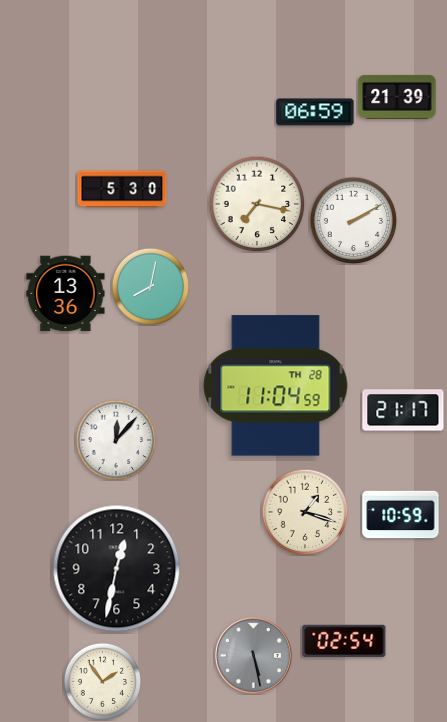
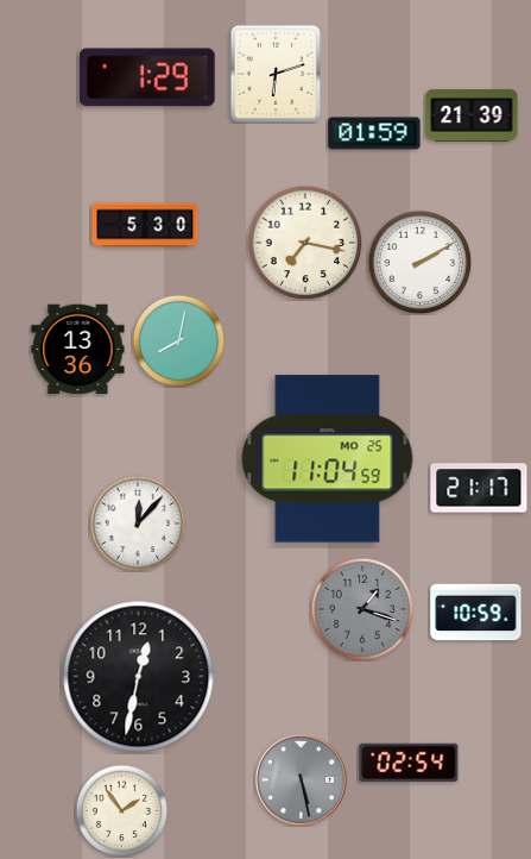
clock at (276, 74): none -> 6:12
clock at (148, 77): none -> 1:29
clock at (315, 112): 06:59 -> 01:59
clock at (276, 386) date: TH 28 -> MO 25
clock at (305, 512) dial: cream -> grey
